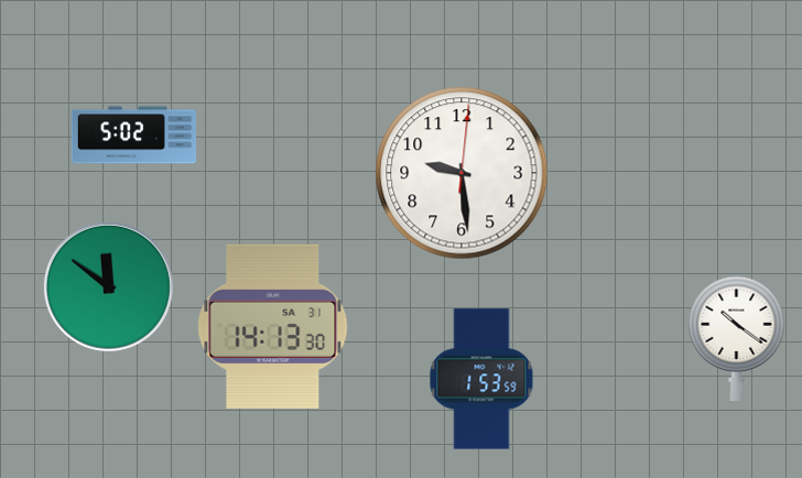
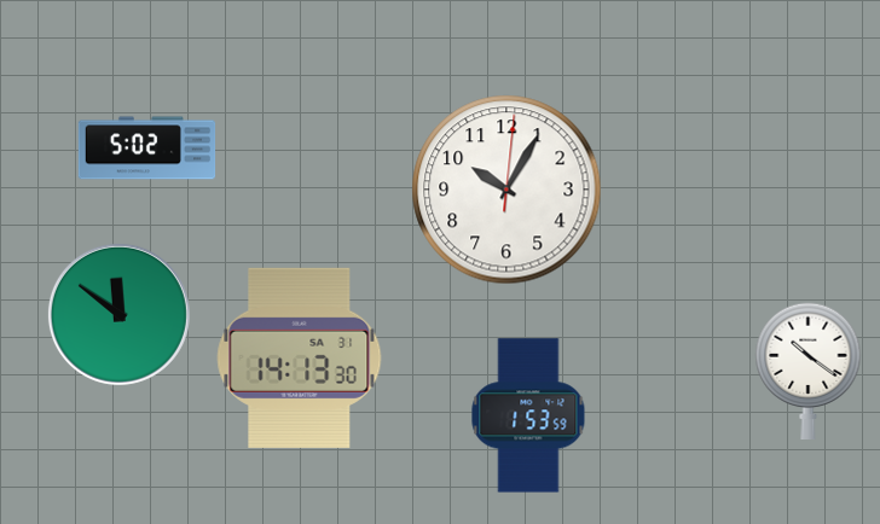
clock at (462, 173): 9:29 -> 10:05
